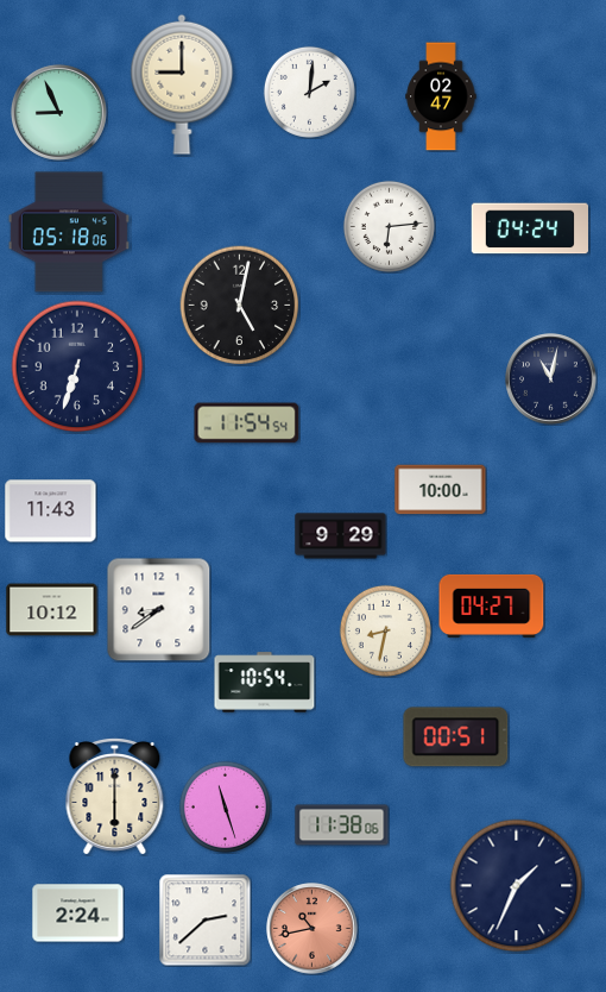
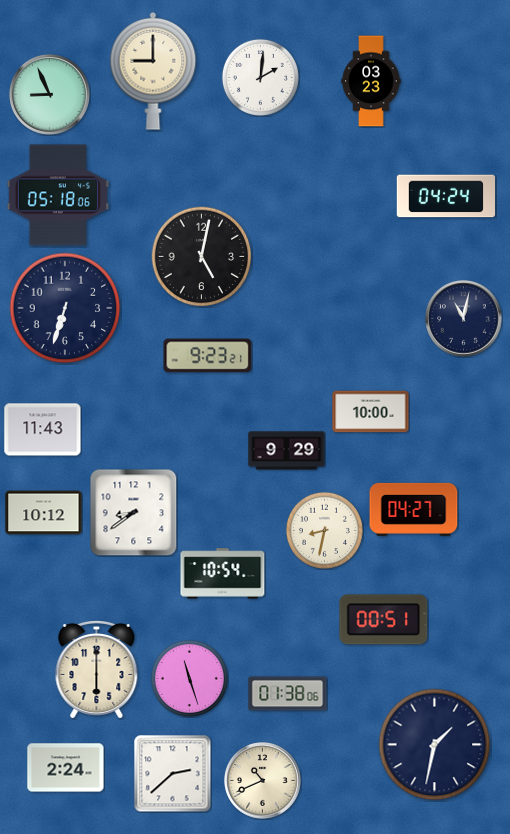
clock at (441, 96): 02:47 -> 03:23
clock at (389, 226): 6:14 -> none
clock at (530, 228) position: (530, 228) -> (446, 196)
clock at (247, 423): 11:54 -> 9:23
clock at (342, 825): 11:38 -> 01:38
clock at (517, 886): 1:34 -> 1:32
clock at (313, 929): 10:43 -> 10:41
clock at (313, 929) dial: salmon -> cream
